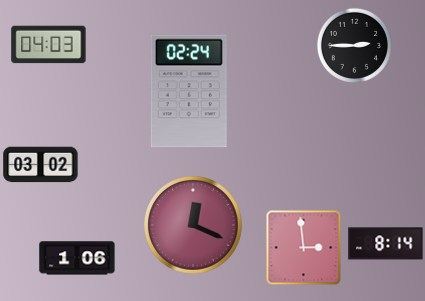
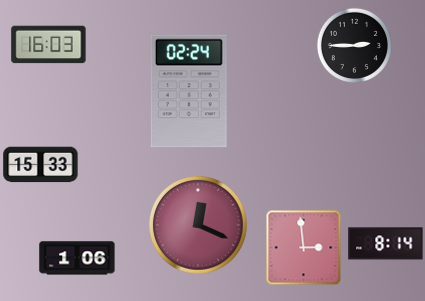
clock at (49, 45): 04:03 -> 16:03
clock at (41, 165): 03:02 -> 15:33
clock at (194, 226) position: (194, 226) -> (199, 226)
